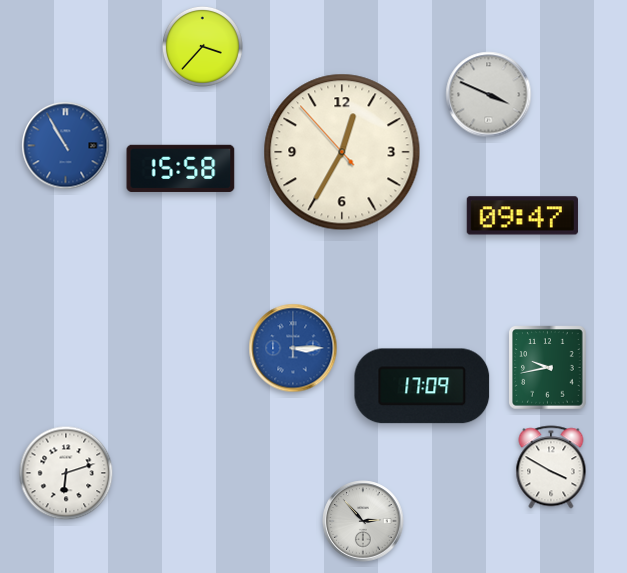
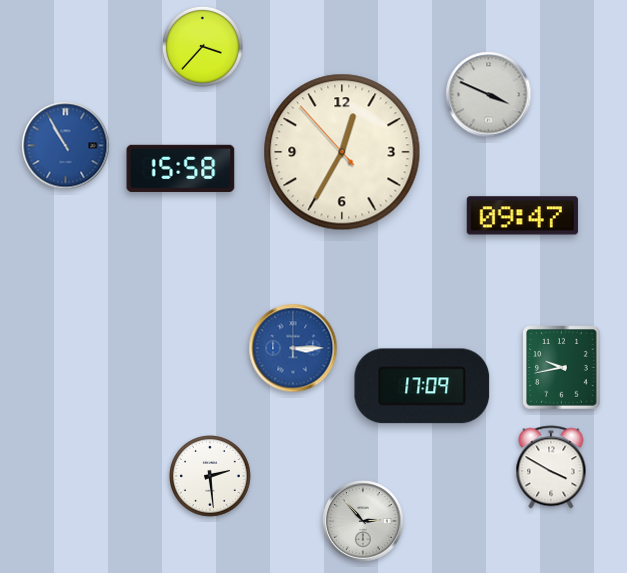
clock at (548, 368) position: (548, 368) -> (562, 368)
clock at (66, 473): 6:12 -> none
clock at (211, 477): none -> 2:29
